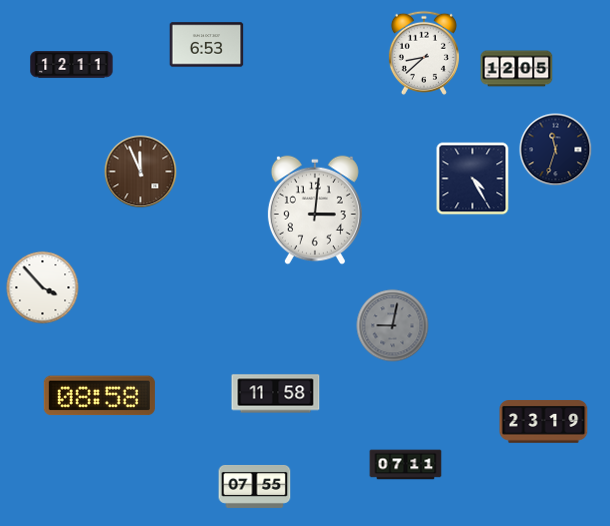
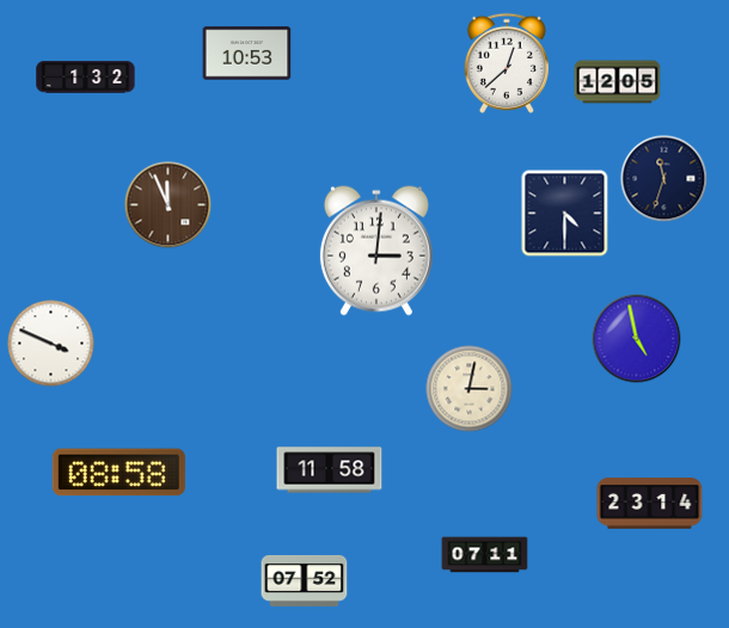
clock at (207, 45): 6:53 -> 10:53
clock at (424, 53): 8:38 -> 12:38
clock at (72, 65): 12:11 -> 1:32
clock at (473, 179): 4:25 -> 4:30
clock at (637, 339): none -> 4:58
clock at (43, 288): 3:53 -> 3:49
clock at (393, 326): 9:02 -> 3:02
clock at (393, 326) dial: grey -> cream
clock at (544, 422): 23:19 -> 23:14
clock at (255, 486): 07:55 -> 07:52
